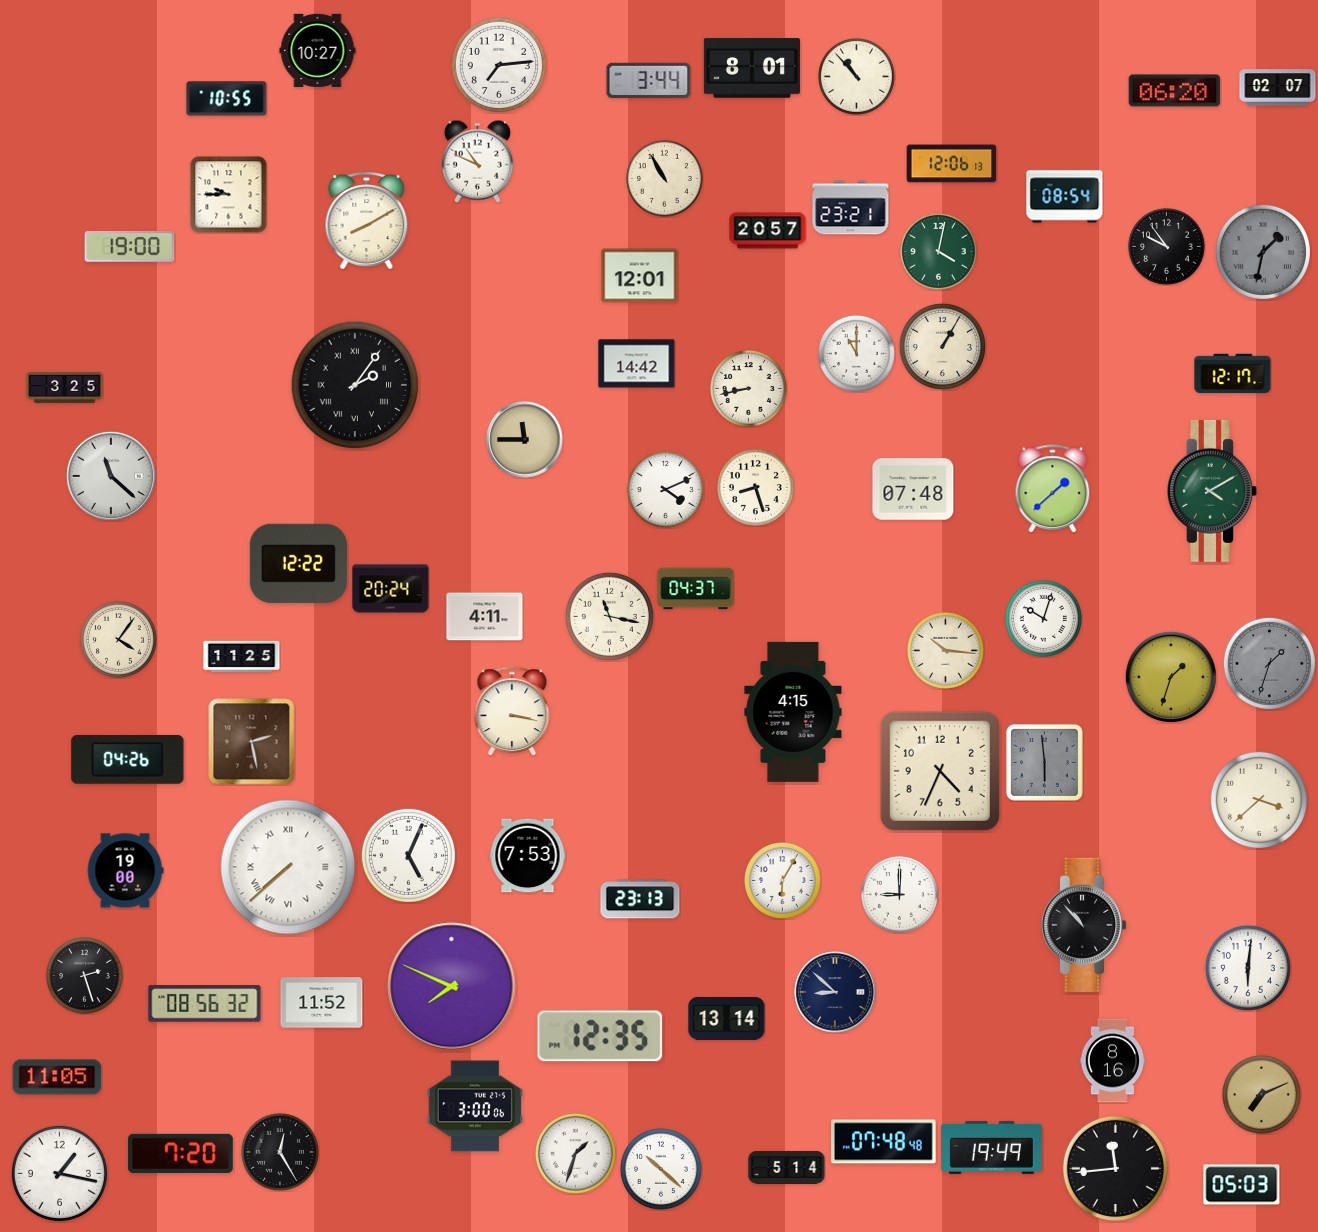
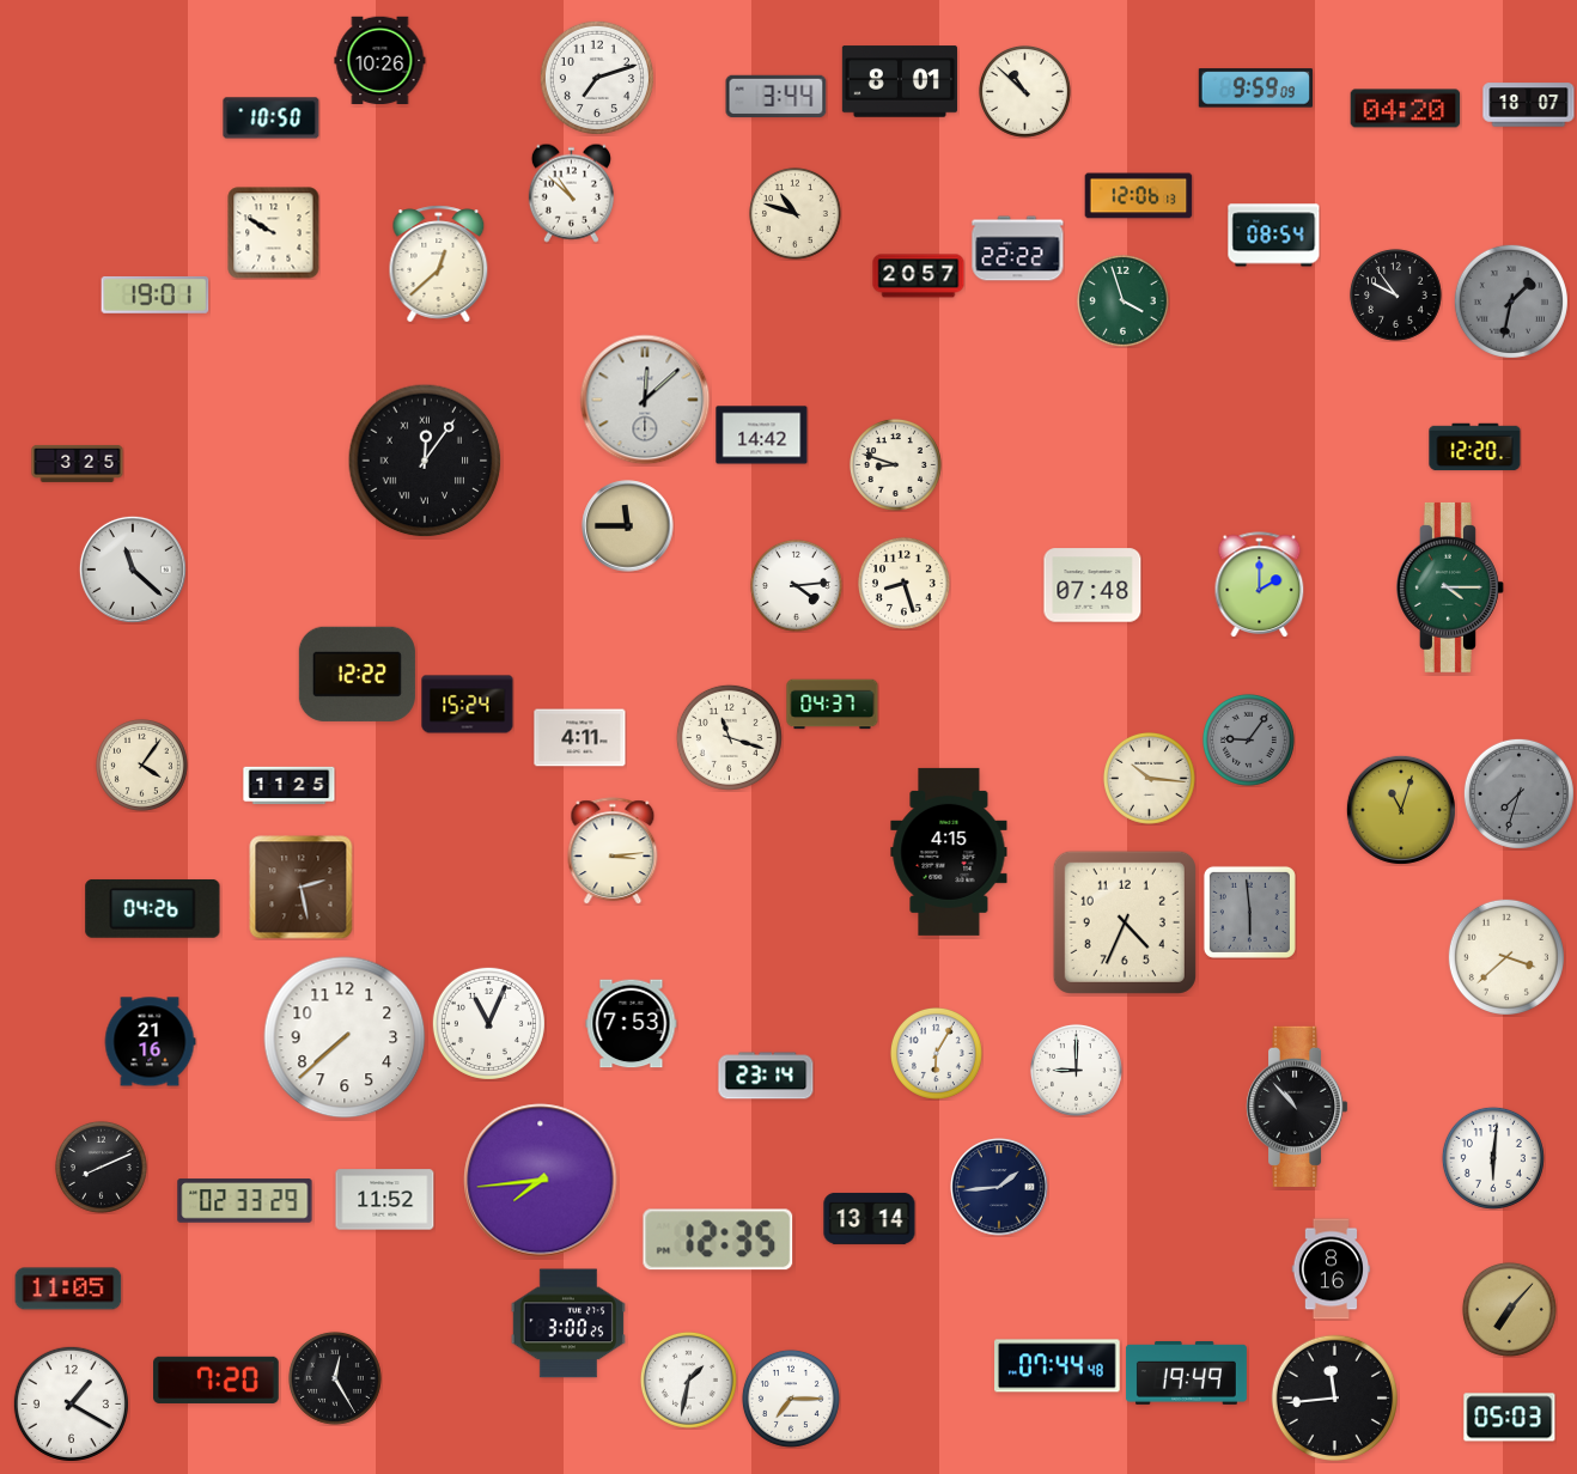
clock at (318, 50): 10:27 -> 10:26
clock at (499, 65): 7:14 -> 7:12
clock at (1255, 89): none -> 9:59
clock at (856, 76): 10:53 -> 10:52
clock at (1278, 88): 02:07 -> 18:07
clock at (1175, 91): 06:20 -> 04:20
clock at (227, 99): 10:55 -> 10:50
clock at (477, 161): 10:49 -> 10:52
clock at (664, 178): 10:55 -> 10:48
clock at (229, 195): 9:45 -> 9:50
clock at (851, 208): 23:21 -> 22:22
clock at (367, 221): 8:10 -> 12:38
clock at (130, 246): 19:00 -> 19:01
clock at (938, 251): 4:02 -> 3:57
clock at (640, 276): 12:01 -> none
clock at (645, 400): none -> 12:08
clock at (942, 346): 1:05 -> none
clock at (856, 353): 11:00 -> none
clock at (1233, 374): 12:17 -> 12:20
clock at (355, 385): 2:06 -> 12:06
clock at (748, 388): 8:43 -> 8:48
clock at (665, 489): 4:11 -> 4:14
clock at (1053, 489): 1:38 -> 2:00
clock at (1212, 491): 4:10 -> 4:15
clock at (391, 589): 20:24 -> 15:24
clock at (609, 616): 11:17 -> 11:18
clock at (1043, 618): 10:03 -> 9:06
clock at (1043, 618) dial: white -> grey
clock at (945, 650) position: (945, 650) -> (1149, 778)
clock at (1269, 663): 1:33 -> 7:33
clock at (1171, 677): 1:33 -> 11:03
clock at (512, 711): 3:17 -> 3:14
clock at (408, 855): 5:04 -> 11:04
clock at (288, 867) numerals: Roman -> Arabic
clock at (125, 871): 19:00 -> 21:16
clock at (640, 899): 23:13 -> 23:14
clock at (84, 975): 2:27 -> 8:11
clock at (452, 987): 7:49 -> 7:44
clock at (835, 992): 8:52 -> 1:44
clock at (205, 1004): 08:56 -> 02:33
clock at (1261, 1094): 7:11 -> 7:07
clock at (475, 1106): 3:00:06 -> 3:00:25
clock at (884, 1142): 07:48 -> 07:44
clock at (575, 1153): 1:33 -> 1:32
clock at (787, 1167): 5:14 -> none
clock at (661, 1169): 10:22 -> 7:15
clock at (59, 1173): 1:17 -> 1:20
clock at (1242, 1185) position: (1242, 1185) -> (1510, 1418)
